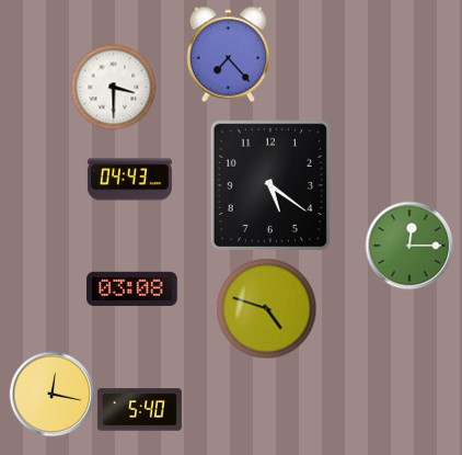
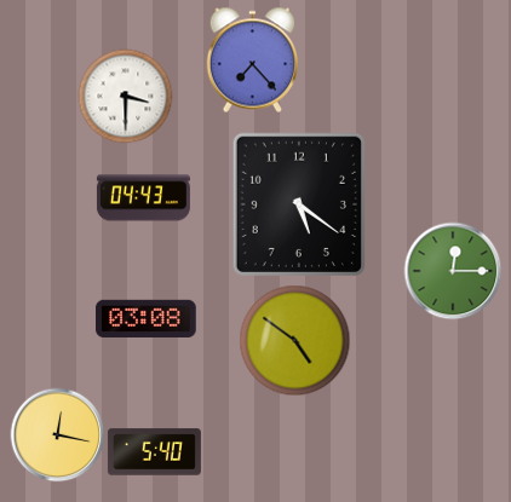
clock at (266, 308): 4:48 -> 4:51
